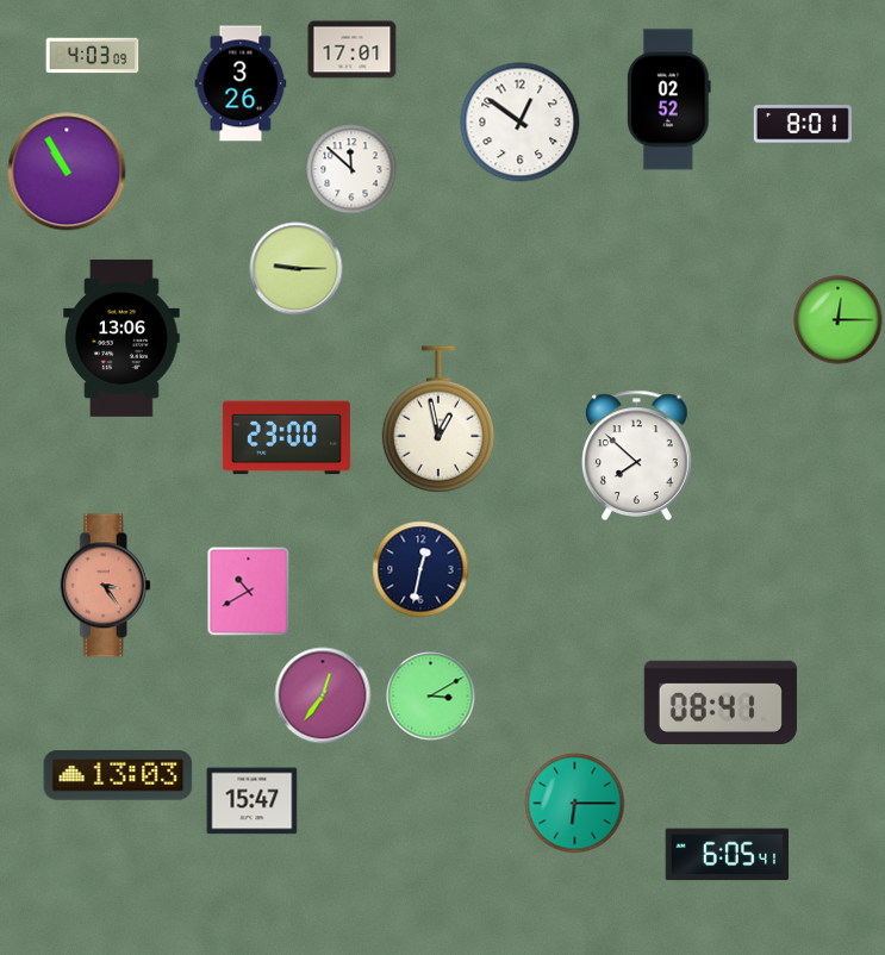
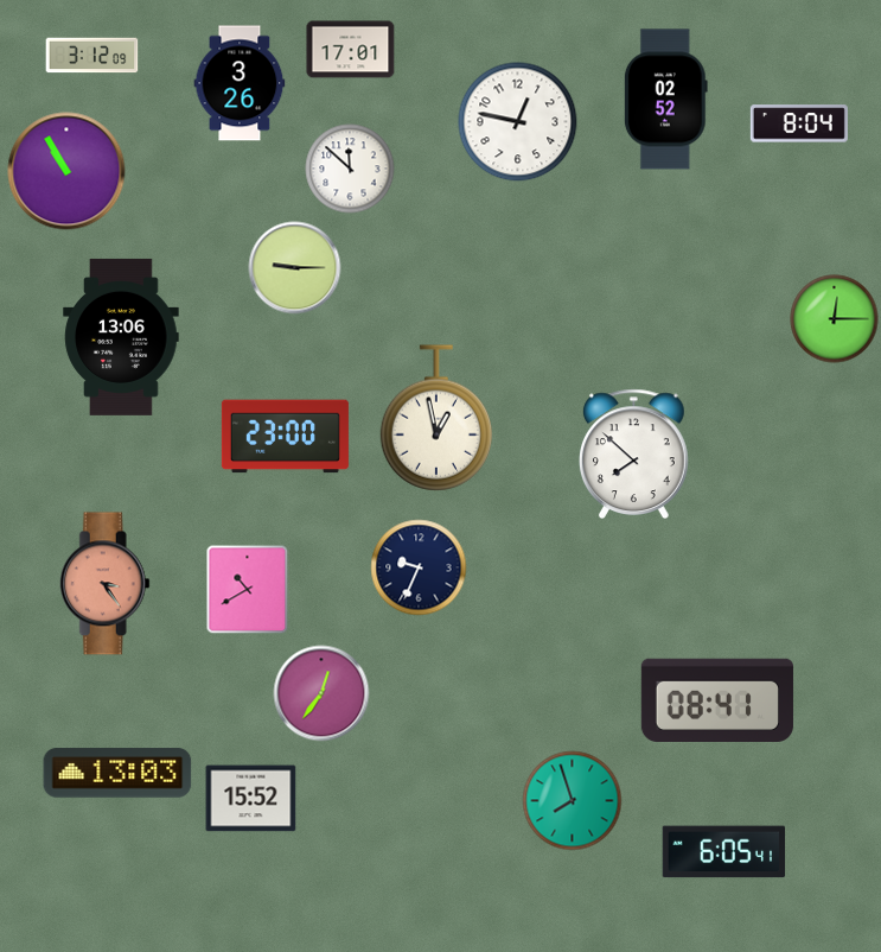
clock at (93, 56): 4:03 -> 3:12
clock at (521, 123): 12:51 -> 12:47
clock at (803, 124): 8:01 -> 8:04
clock at (420, 569): 12:32 -> 9:34
clock at (431, 697): 3:10 -> none
clock at (253, 801): 15:47 -> 15:52
clock at (575, 804): 6:15 -> 7:57
